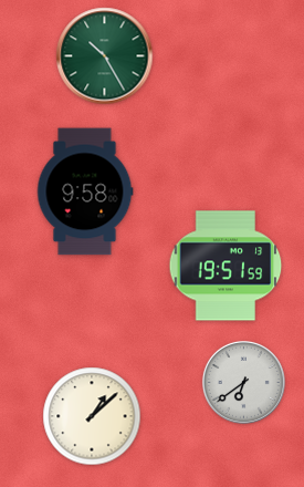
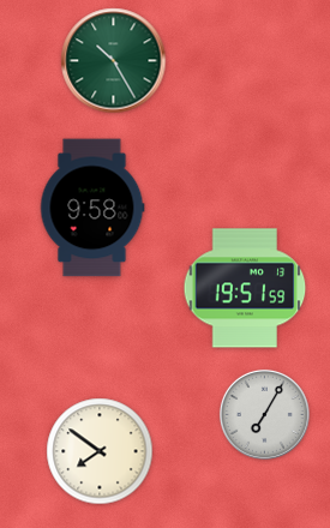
clock at (243, 382): 6:39 -> 7:05
clock at (92, 416): 1:08 -> 7:51
